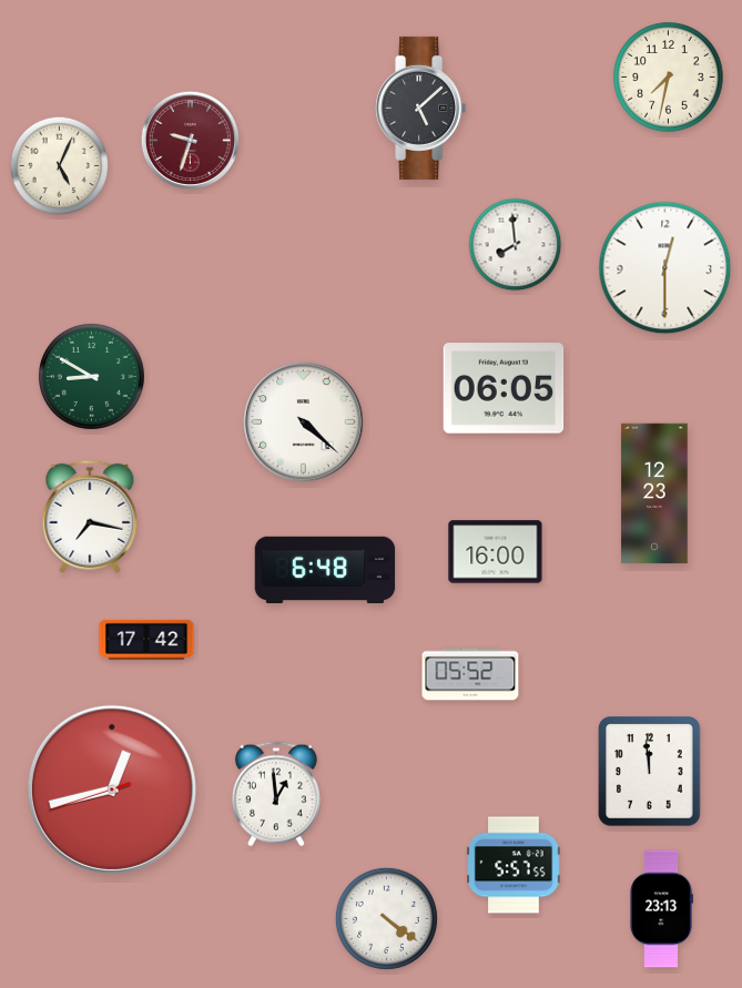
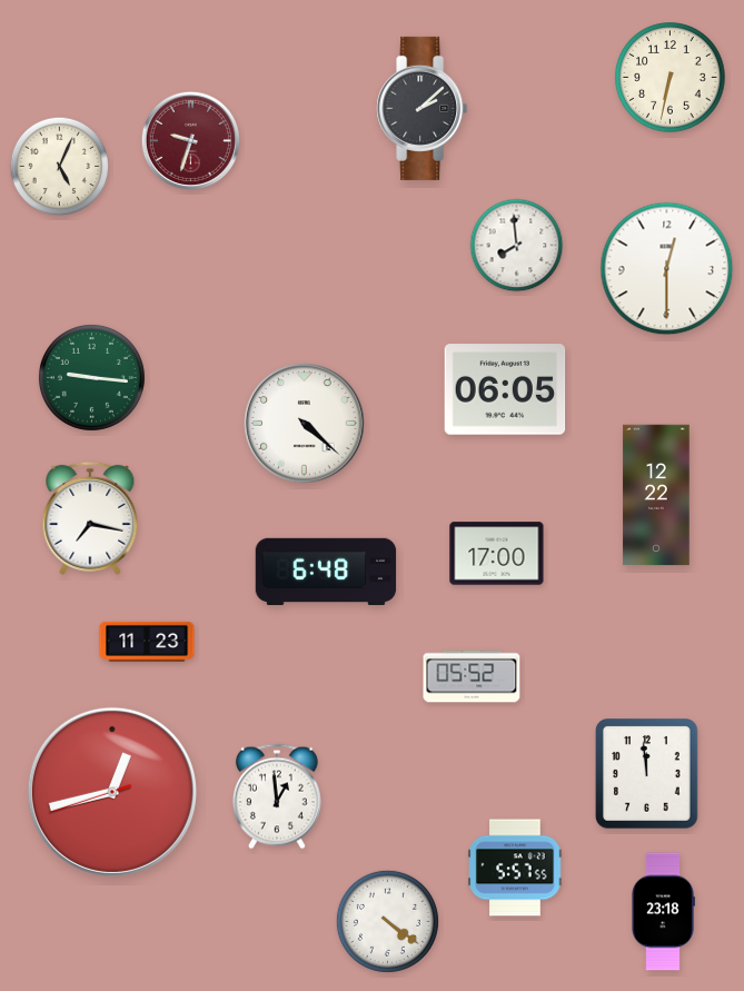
clock at (669, 78): 7:32 -> 6:32
clock at (421, 108): 5:08 -> 2:08
clock at (91, 376): 8:50 -> 9:16
clock at (654, 493): 12:23 -> 12:22
clock at (496, 552): 16:00 -> 17:00
clock at (146, 640): 17:42 -> 11:23
clock at (650, 772) position: (650, 772) -> (647, 774)
clock at (661, 909): 23:13 -> 23:18
